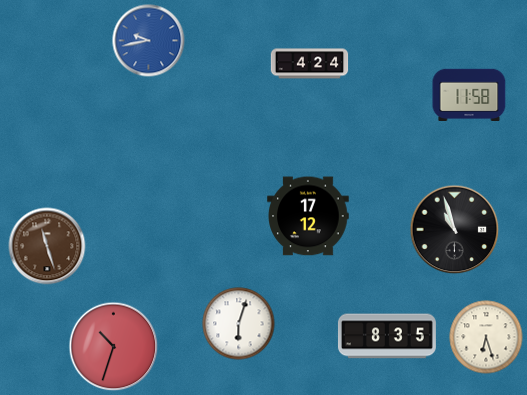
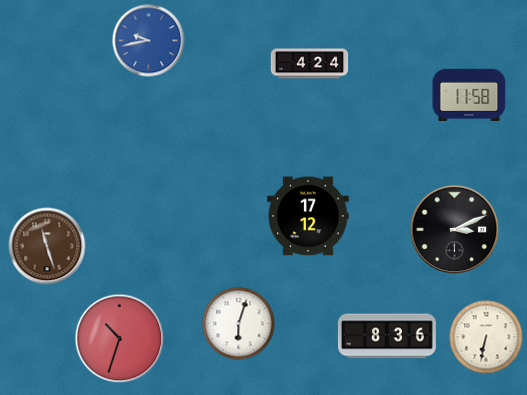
clock at (455, 230): 10:57 -> 3:11
clock at (387, 336): 8:35 -> 8:36
clock at (486, 337): 6:27 -> 6:32
clock at (114, 347) position: (114, 347) -> (120, 339)
